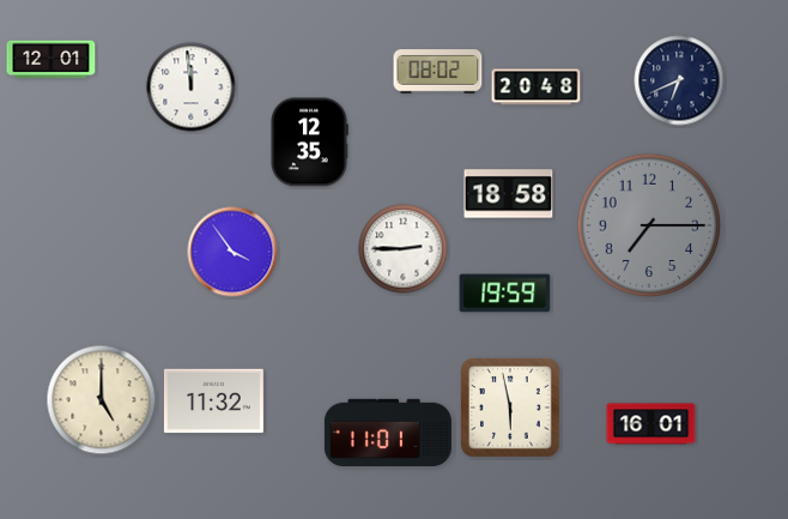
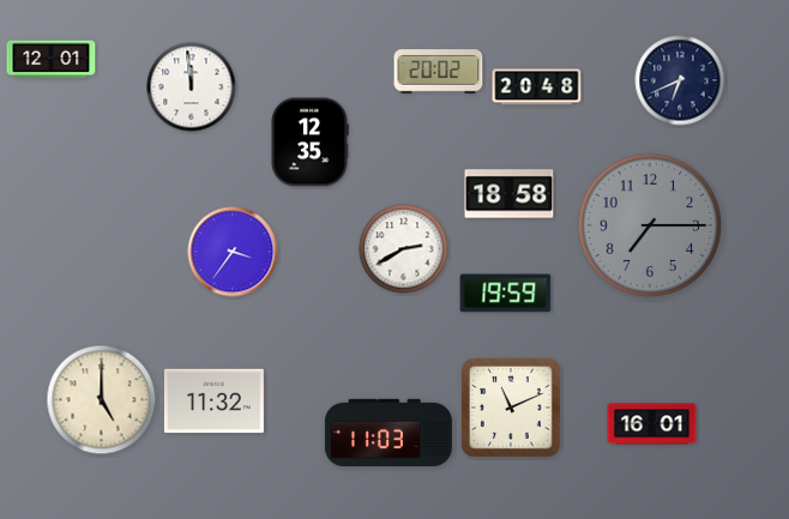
clock at (438, 72): 08:02 -> 20:02
clock at (404, 249): 2:45 -> 2:40
clock at (232, 252): 3:54 -> 3:36
clock at (510, 408): 5:58 -> 11:11
clock at (388, 432): 11:01 -> 11:03
